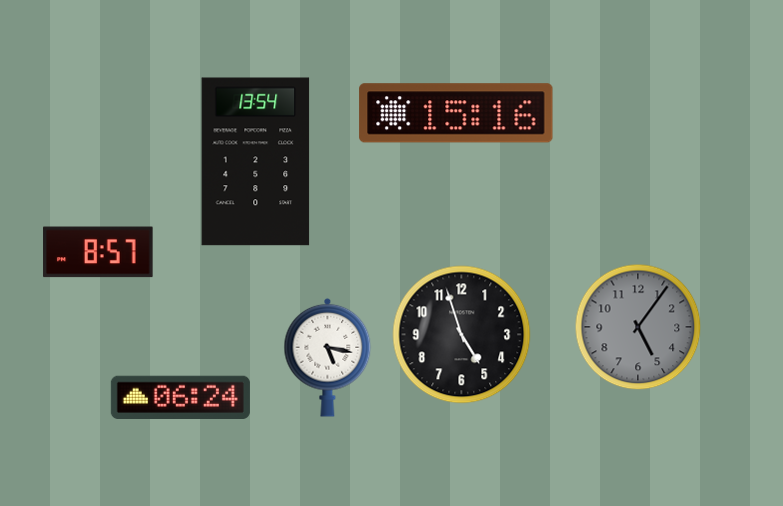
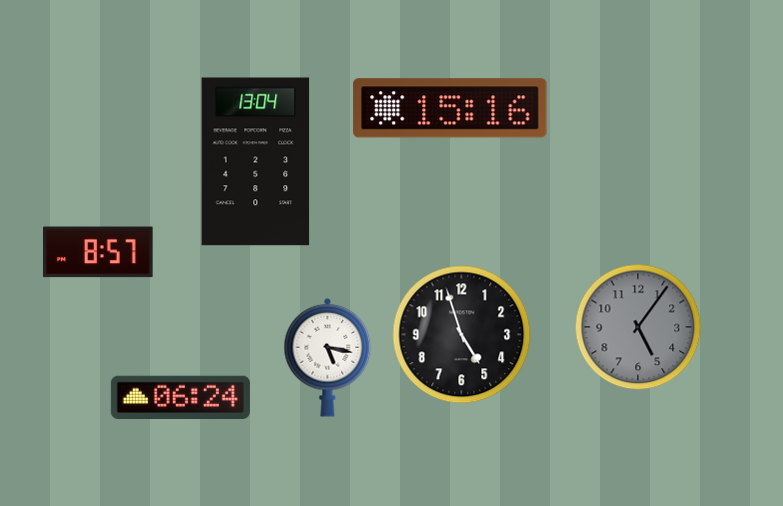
clock at (456, 113) position: (456, 113) -> (450, 108)
clock at (256, 162): 13:54 -> 13:04
